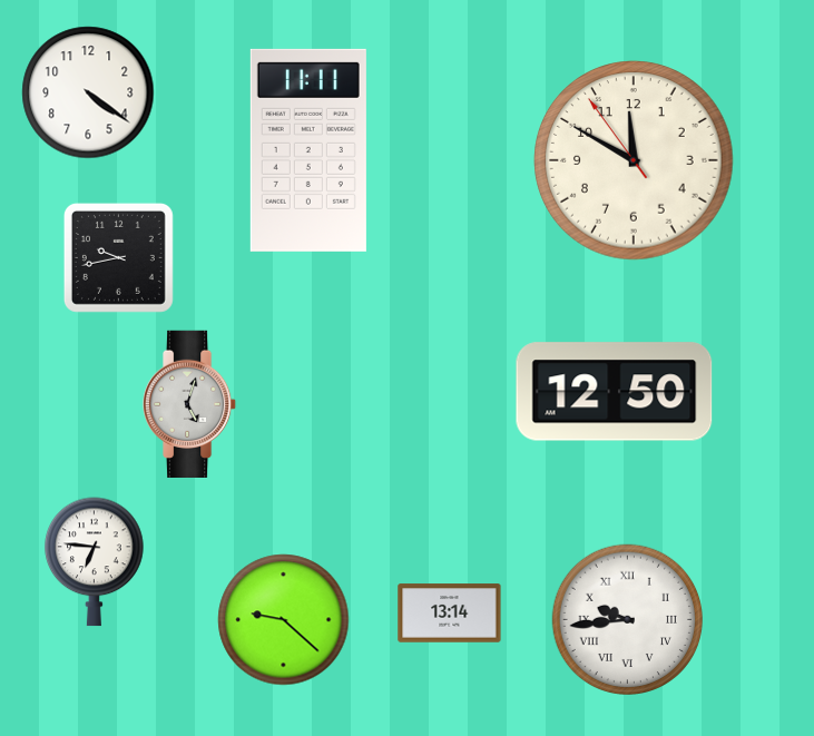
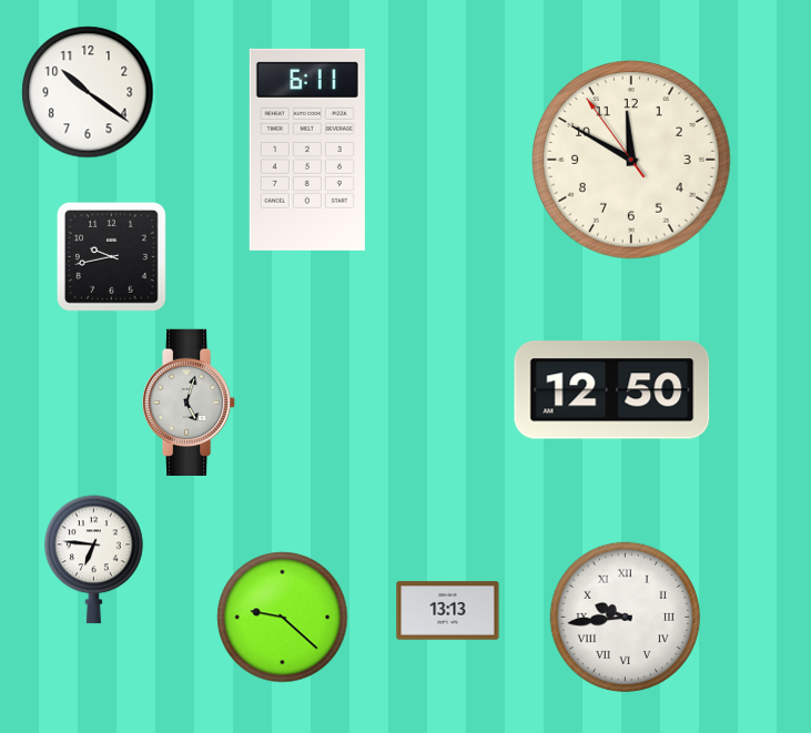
clock at (88, 92): 4:21 -> 10:21
clock at (308, 150): 11:11 -> 6:11
clock at (118, 257) position: (118, 257) -> (111, 256)
clock at (450, 614): 13:14 -> 13:13
